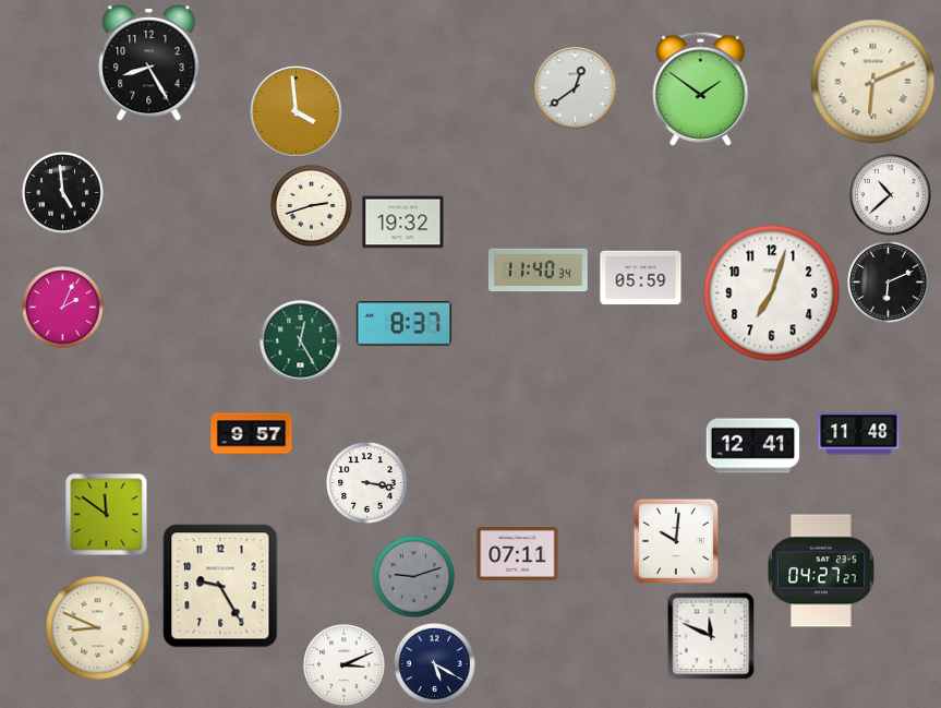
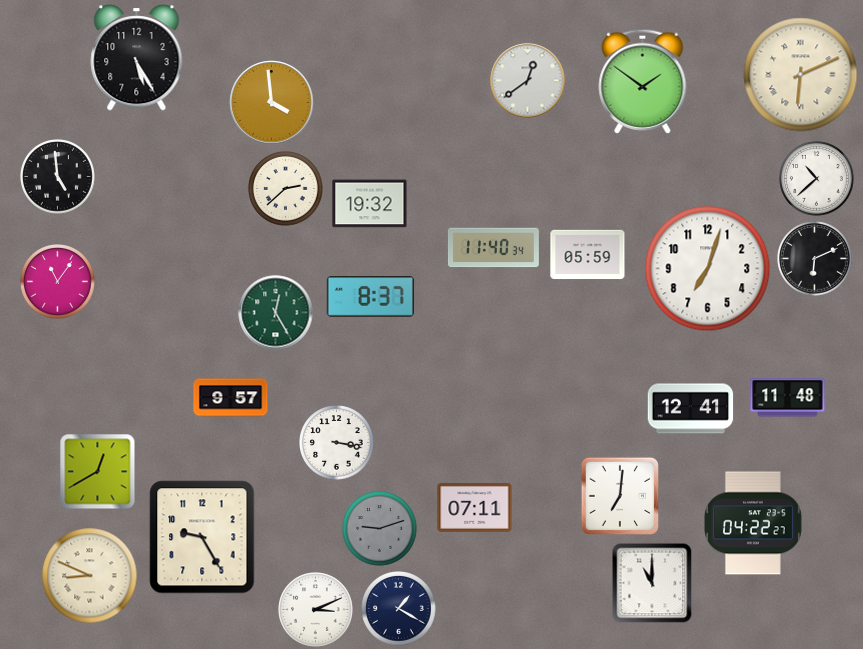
clock at (149, 63): 8:25 -> 5:25
clock at (312, 206): 2:42 -> 2:38
clock at (63, 308): 2:04 -> 11:06
clock at (107, 515): 11:51 -> 12:40
clock at (675, 540): 10:01 -> 7:01
clock at (822, 571): 04:27 -> 04:22
clock at (711, 636): 11:49 -> 11:00
clock at (435, 664): 5:20 -> 1:20
